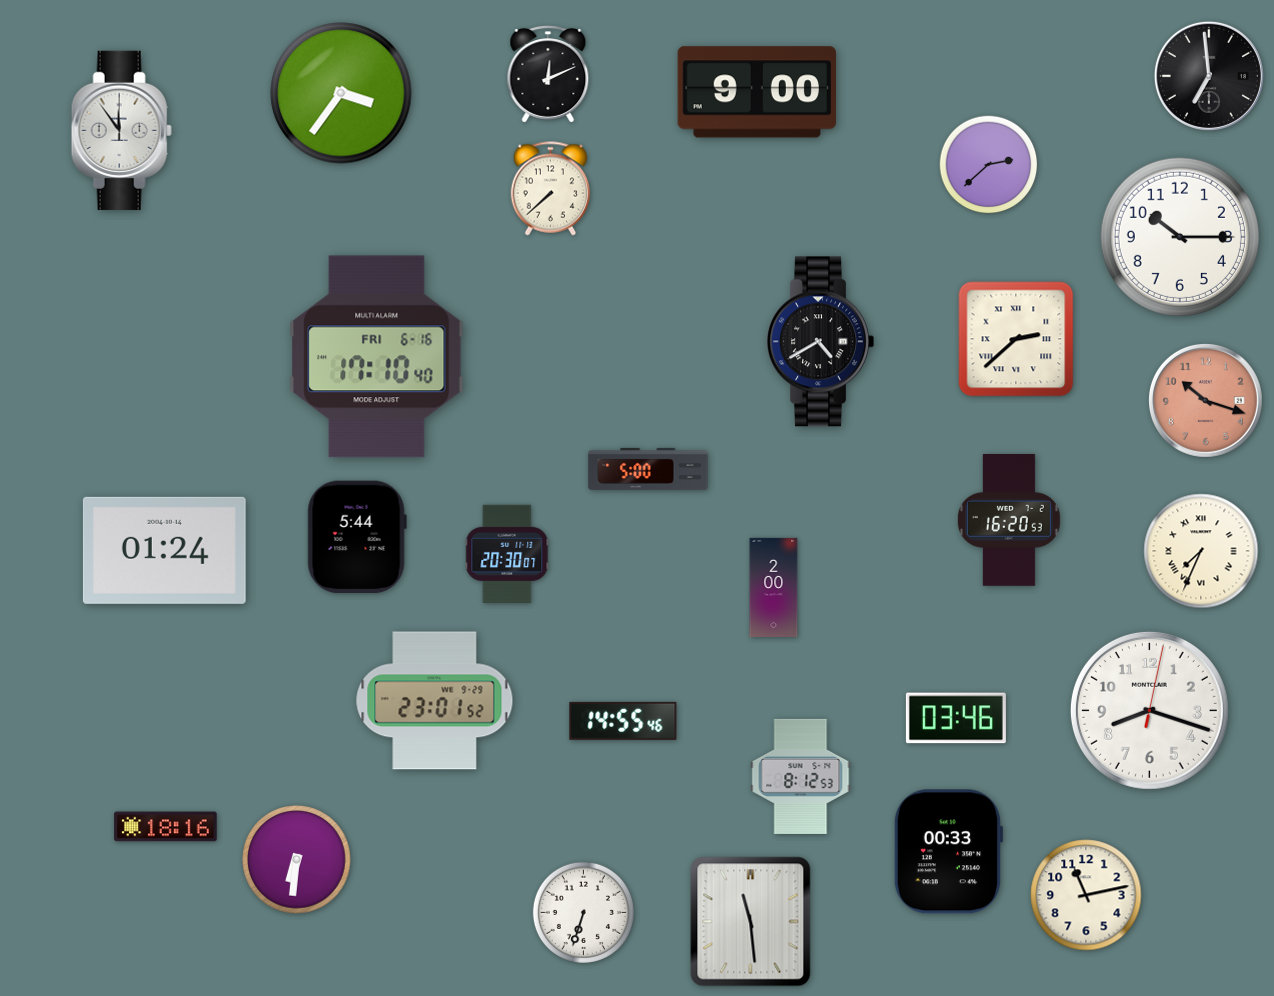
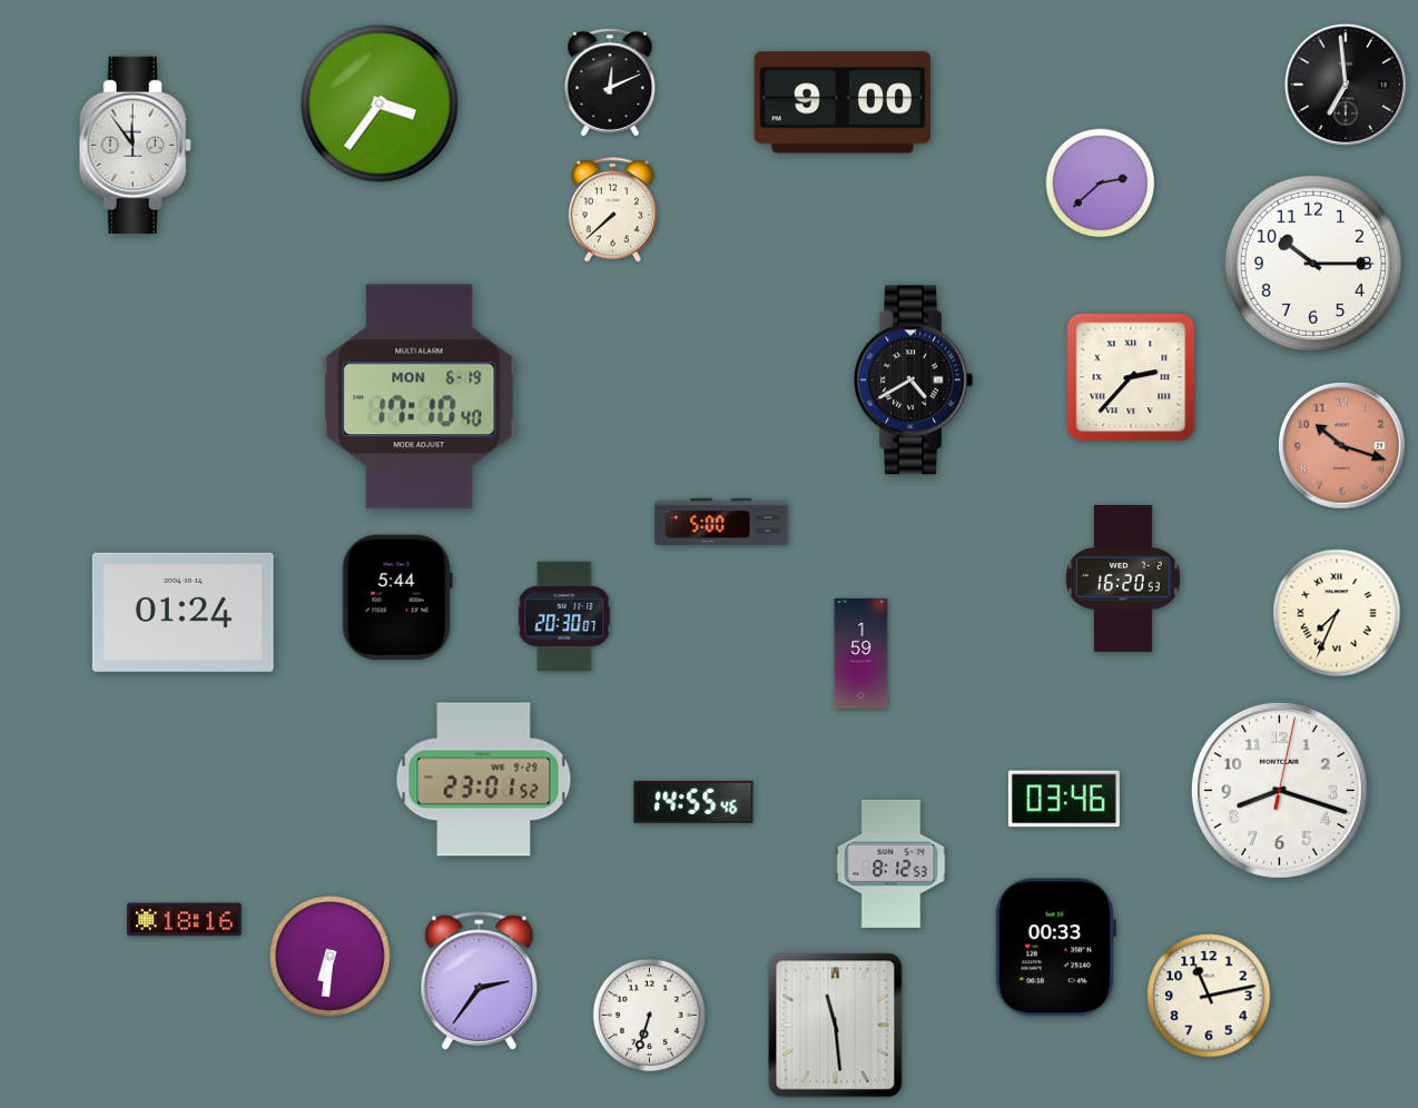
clock at (1016, 339): 2:38 -> 2:37
clock at (377, 357) date: FRI 6-16 -> MON 6-19
clock at (774, 587): 2:00 -> 1:59
clock at (480, 981): none -> 2:36
